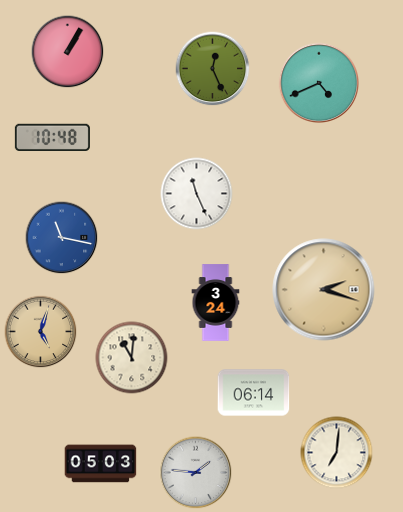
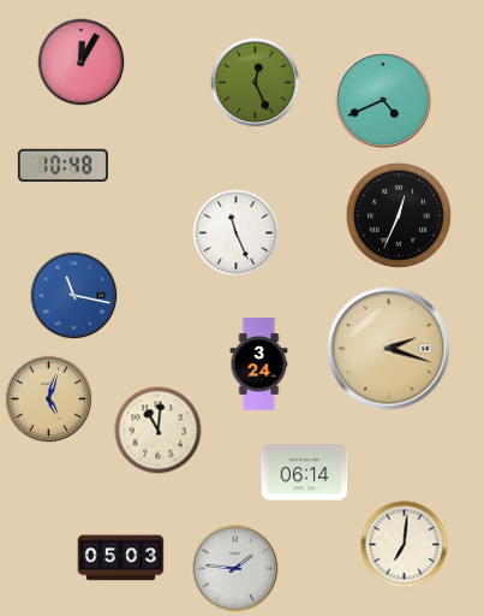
clock at (68, 52): 1:05 -> 12:05
clock at (399, 215): none -> 12:34
clock at (62, 238) position: (62, 238) -> (74, 296)
